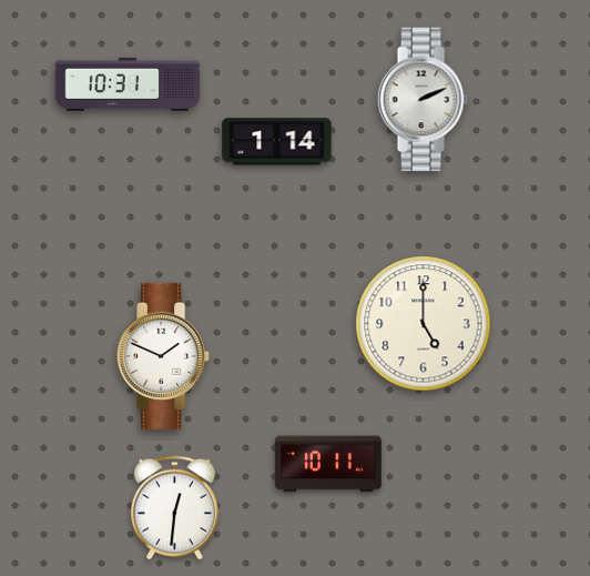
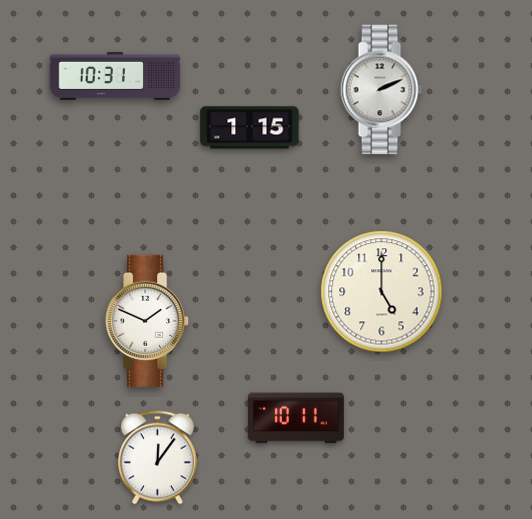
clock at (277, 142): 1:14 -> 1:15
clock at (174, 508): 12:31 -> 12:06
